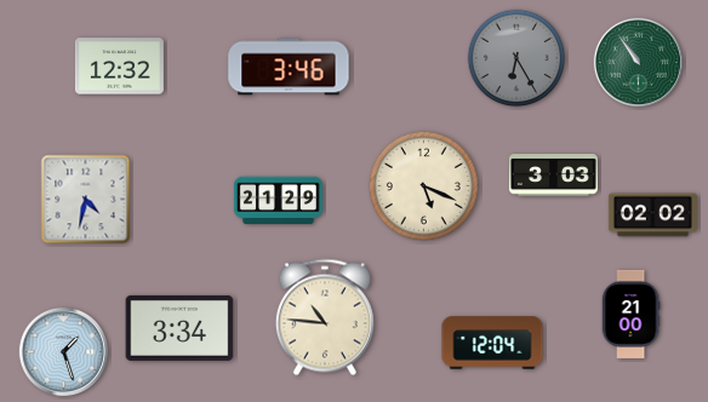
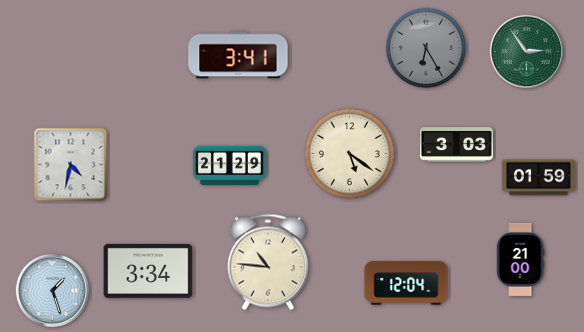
clock at (638, 62): 10:54 -> 2:54
clock at (119, 67): 12:32 -> none
clock at (289, 67): 3:46 -> 3:41
clock at (423, 185): 5:19 -> 5:21
clock at (652, 216): 02:02 -> 01:59
